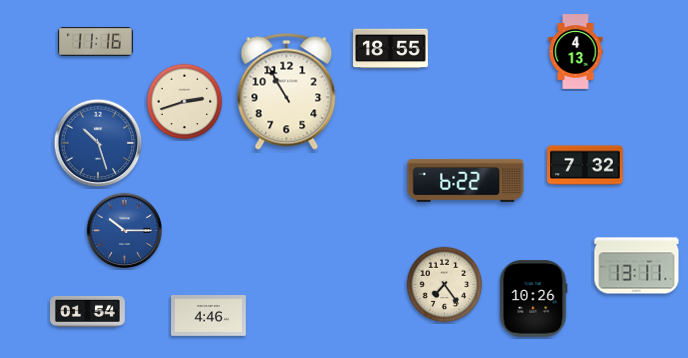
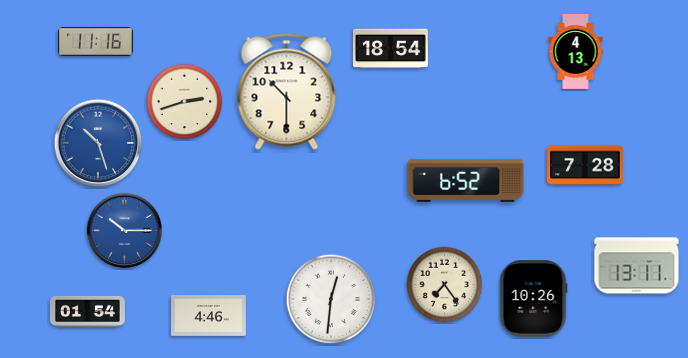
clock at (391, 49): 18:55 -> 18:54
clock at (287, 91): 10:55 -> 10:30
clock at (585, 165): 7:32 -> 7:28
clock at (466, 180): 6:22 -> 6:52
clock at (331, 299): none -> 12:31
